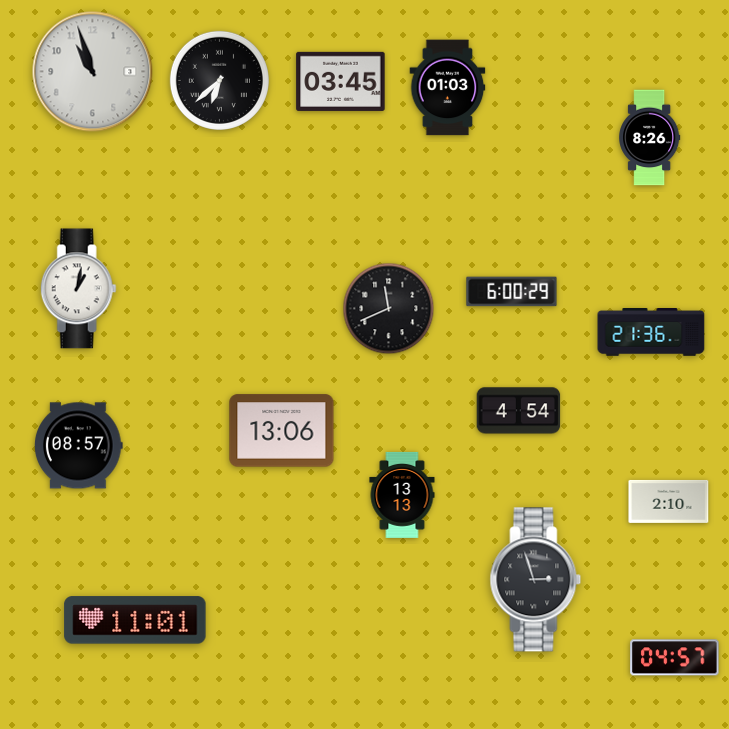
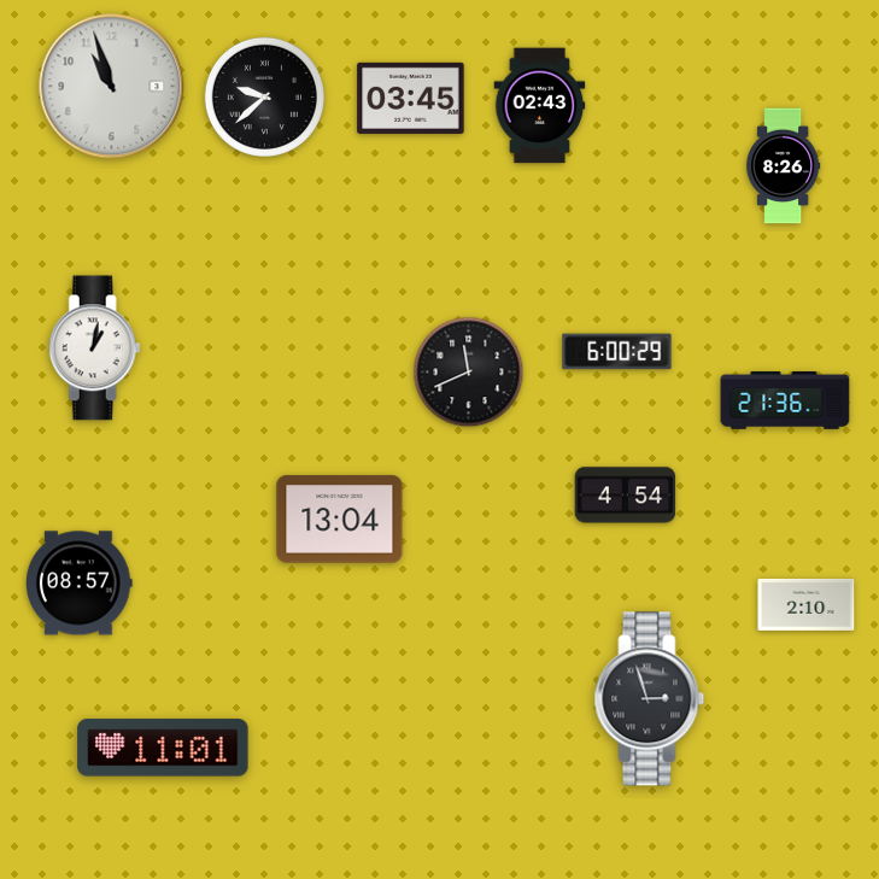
clock at (219, 80): 6:38 -> 9:38
clock at (448, 88): 01:03 -> 02:43
clock at (282, 431): 13:06 -> 13:04
clock at (79, 446) position: (79, 446) -> (80, 584)
clock at (402, 495): 13:13 -> none
clock at (536, 580) position: (536, 580) -> (650, 699)
clock at (675, 658): 04:57 -> none
